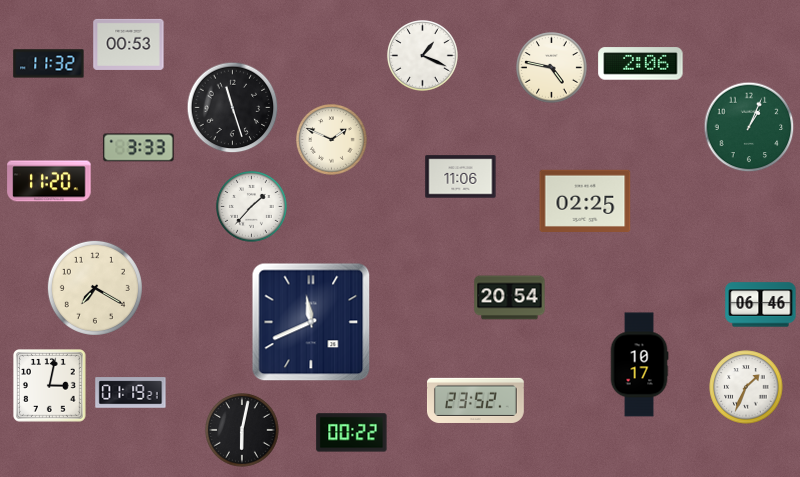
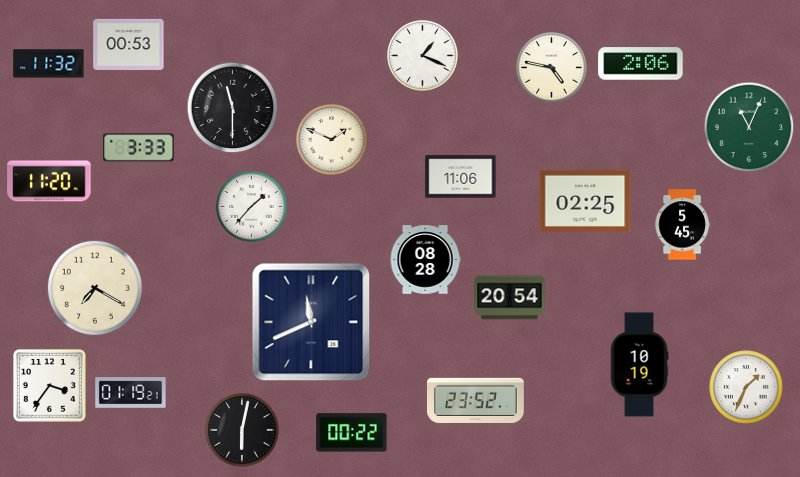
clock at (233, 108): 11:27 -> 11:30
clock at (749, 127): 1:04 -> 11:04
clock at (682, 225): none -> 5:45
clock at (425, 260): none -> 08:28
clock at (761, 305): 06:46 -> none
clock at (639, 365): 10:17 -> 10:19
clock at (50, 386): 3:02 -> 3:36
